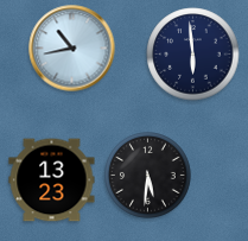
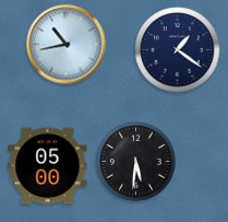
clock at (193, 55): 5:59 -> 1:21
clock at (52, 180): 13:23 -> 05:00
